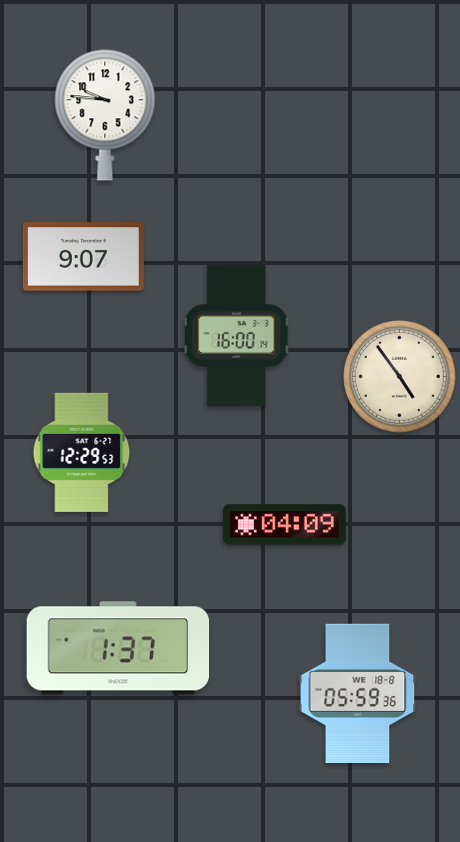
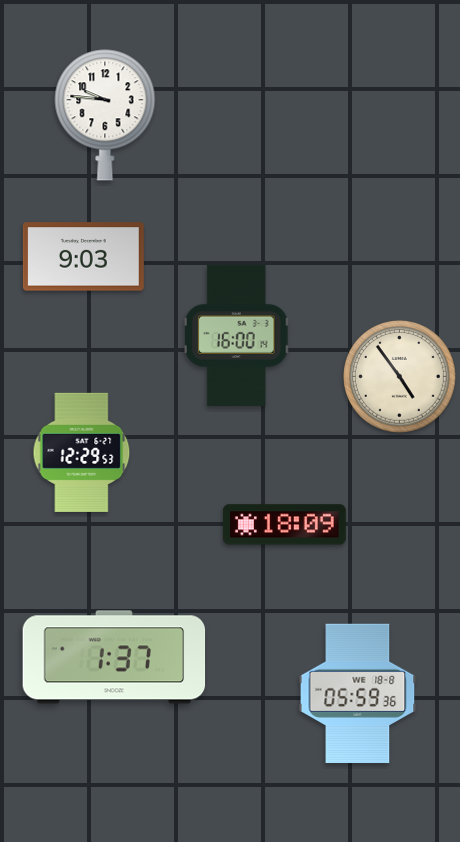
clock at (83, 257): 9:07 -> 9:03
clock at (284, 525): 04:09 -> 18:09
clock at (118, 648) position: (118, 648) -> (114, 657)
